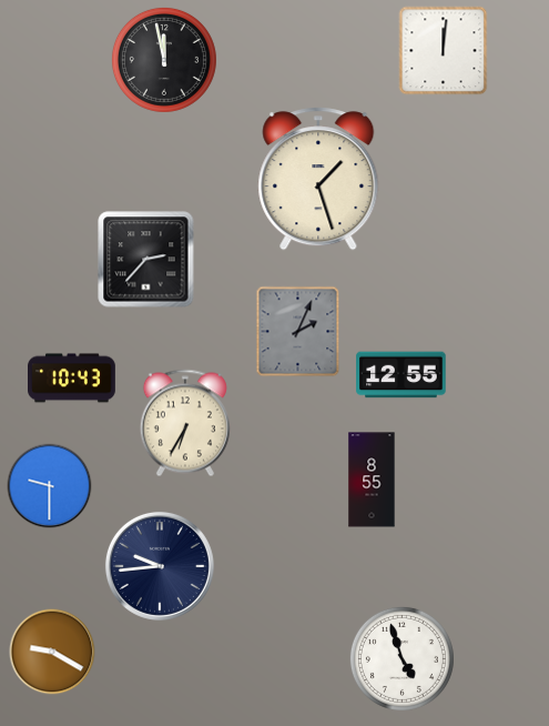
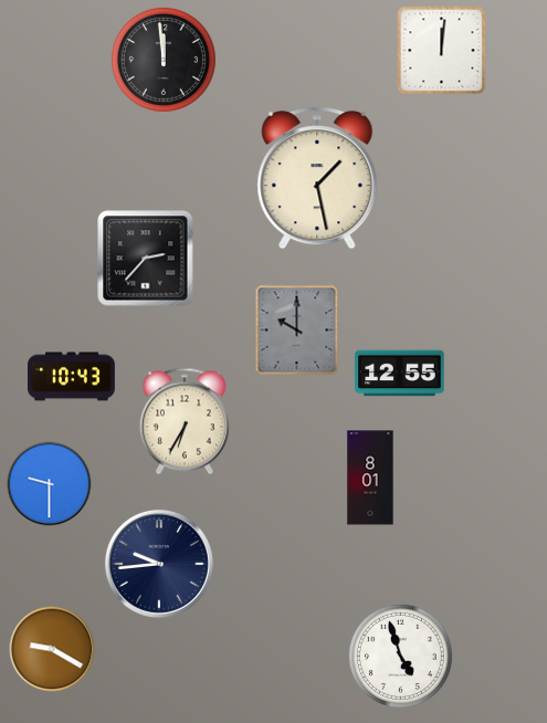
clock at (164, 60): 11:58 -> 11:59
clock at (318, 179): 1:27 -> 1:28
clock at (298, 332): 2:04 -> 10:00
clock at (372, 480): 8:55 -> 8:01
